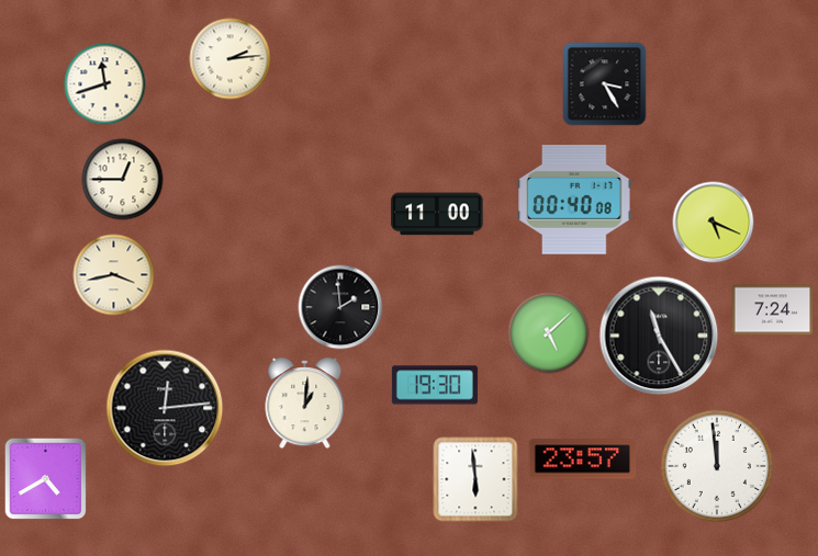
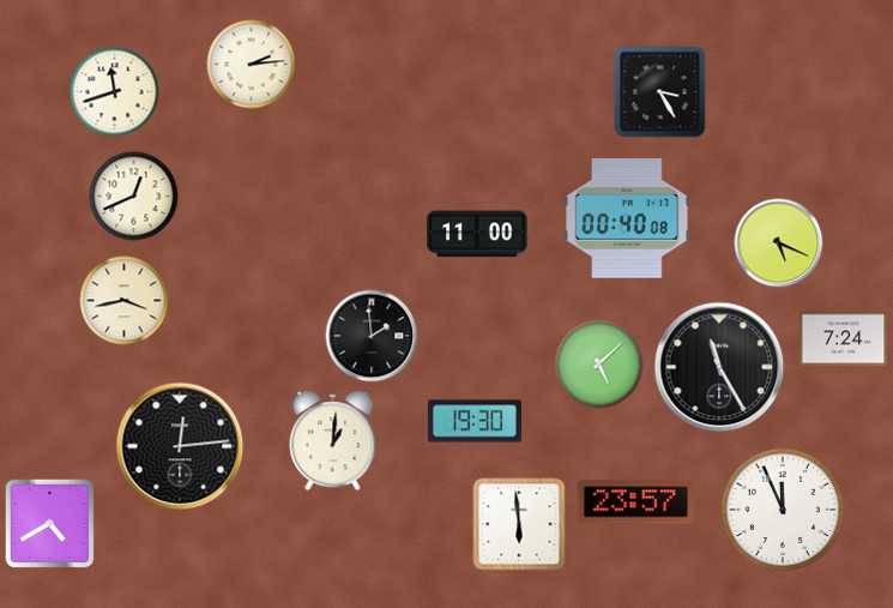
clock at (123, 180): 12:45 -> 12:41
clock at (716, 465): 11:59 -> 11:56
